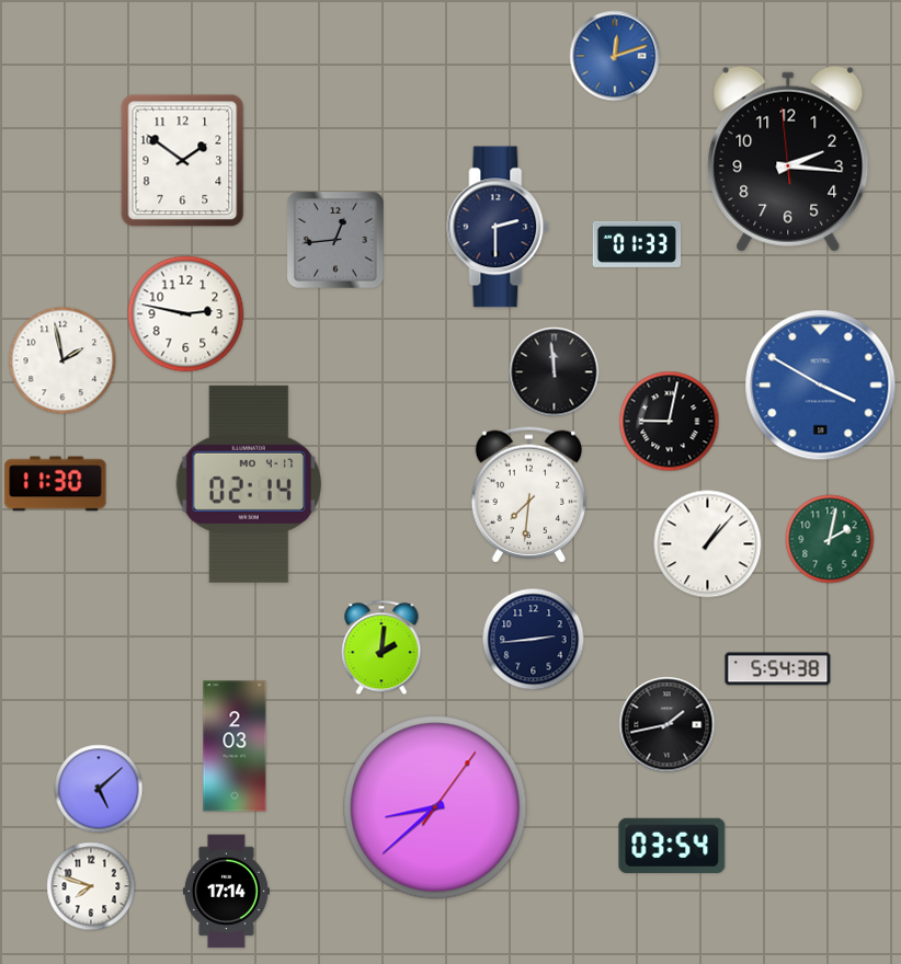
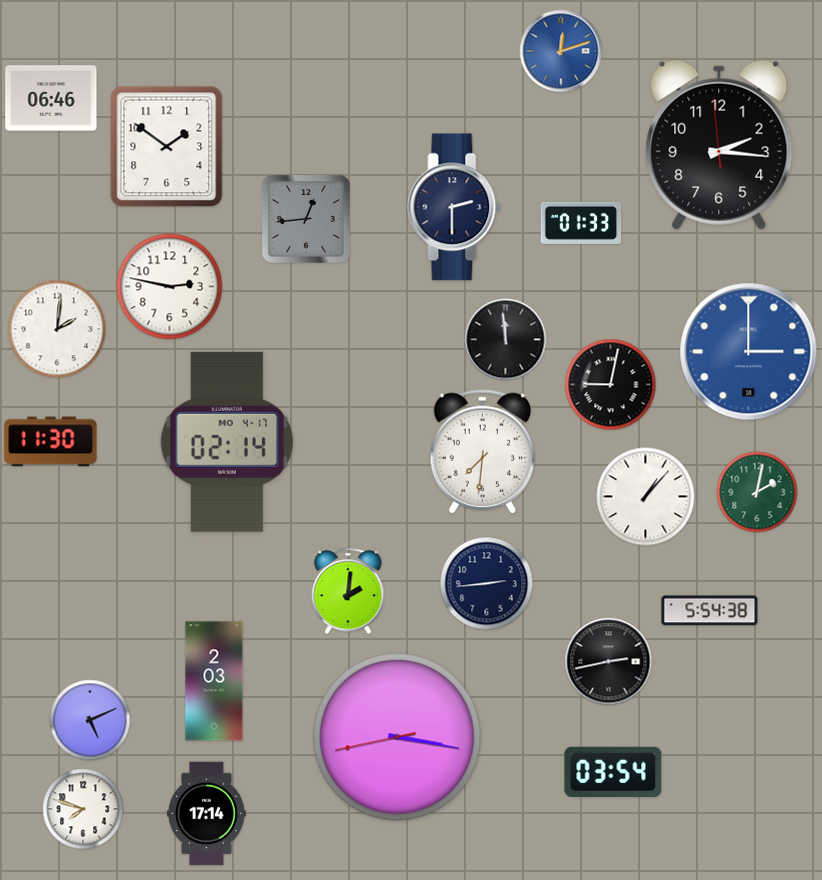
clock at (51, 98): none -> 06:46
clock at (62, 360): 1:58 -> 2:01
clock at (821, 386): 3:50 -> 3:00
clock at (668, 725): 1:43 -> 2:43
clock at (99, 789): 5:08 -> 5:11
clock at (435, 807): 8:38 -> 3:16
